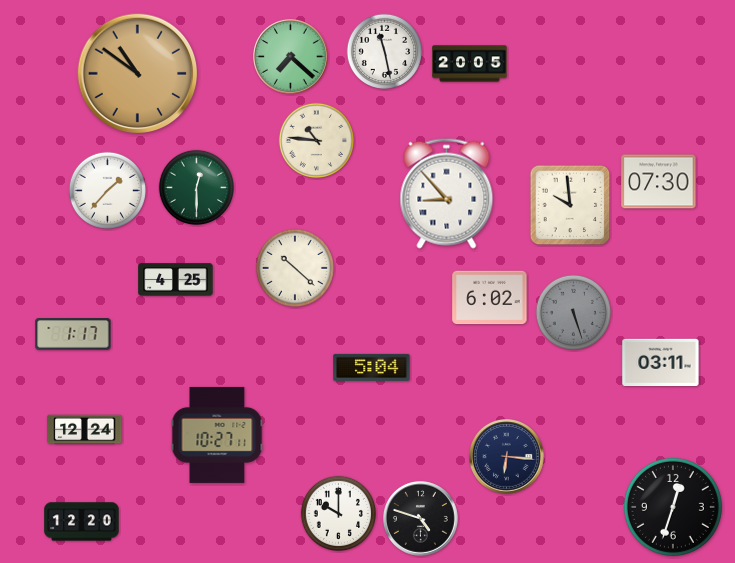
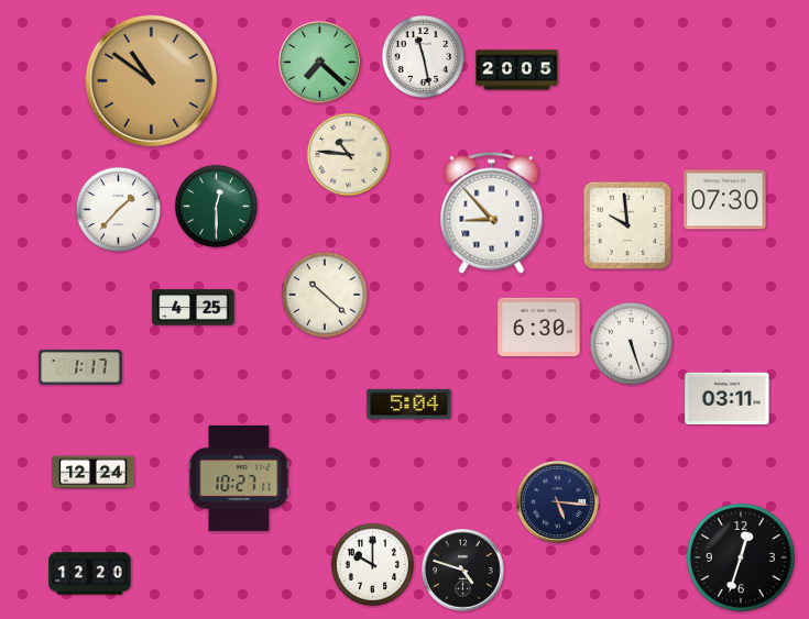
clock at (490, 298): 6:02 -> 6:30
clock at (573, 312) dial: grey -> white
clock at (507, 457): 6:16 -> 5:16
